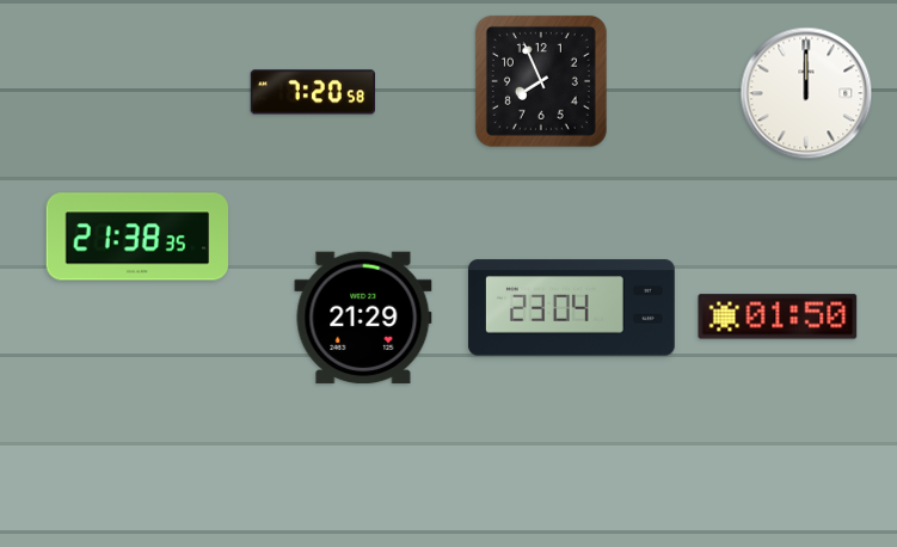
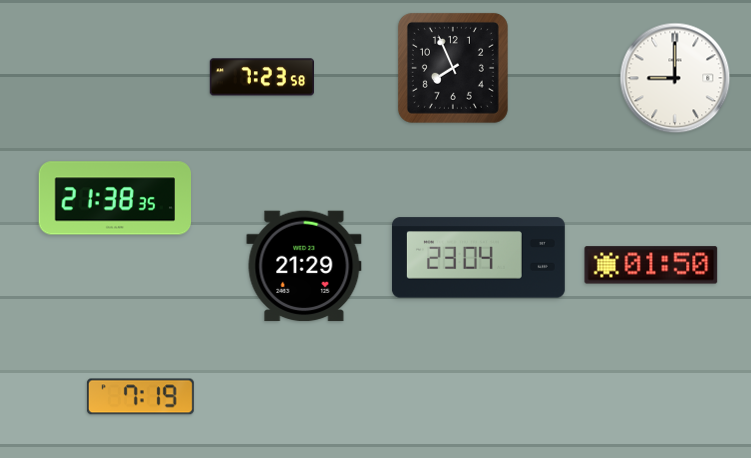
clock at (312, 92): 7:20 -> 7:23
clock at (806, 93): 12:00 -> 9:00
clock at (140, 397): none -> 7:19
